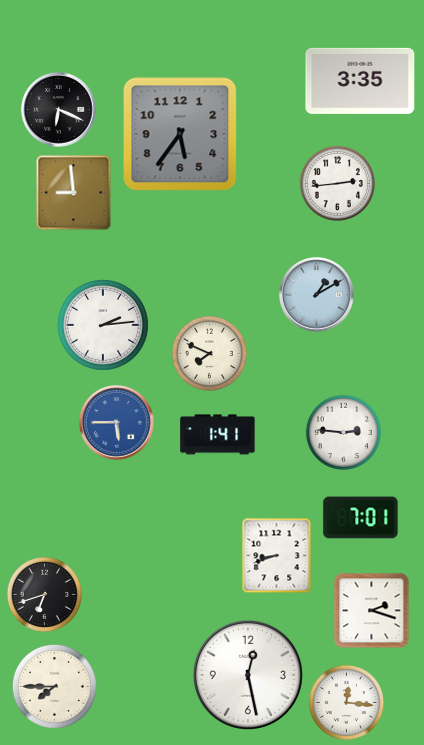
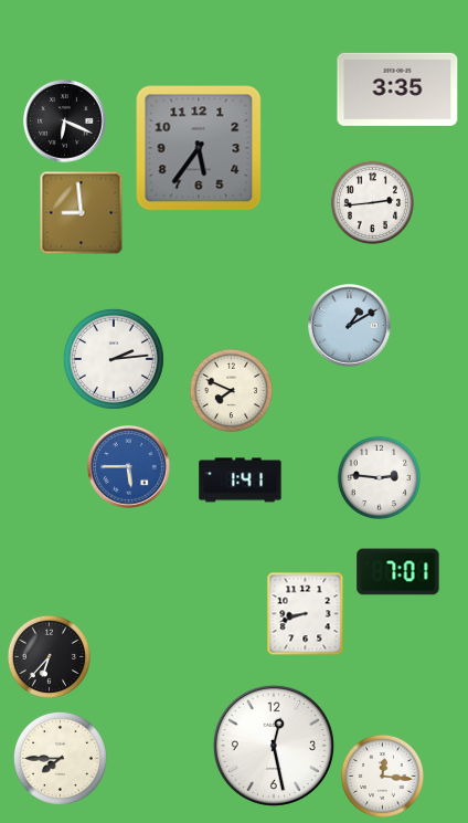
clock at (44, 594): 6:42 -> 6:37
clock at (372, 611): 2:18 -> none
